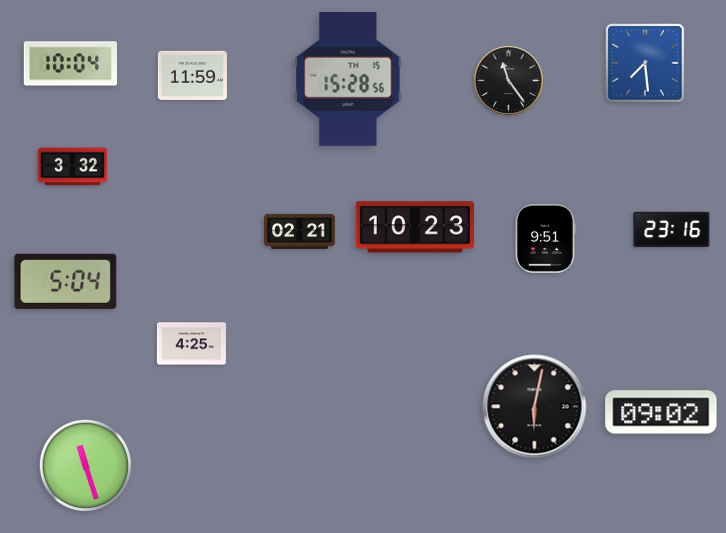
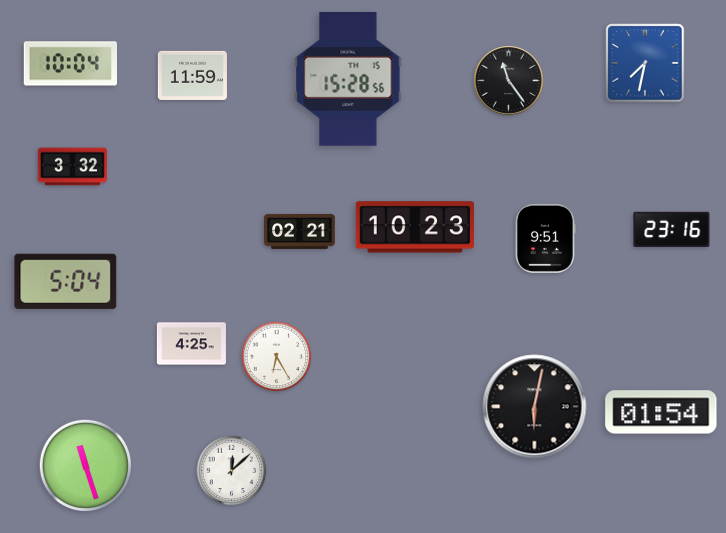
clock at (645, 63): 7:29 -> 7:32
clock at (277, 357): none -> 6:25
clock at (661, 412): 09:02 -> 01:54
clock at (232, 471): none -> 12:08
